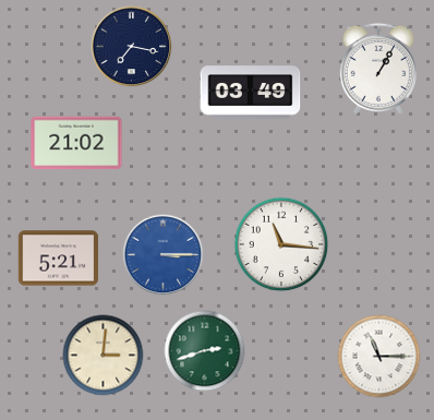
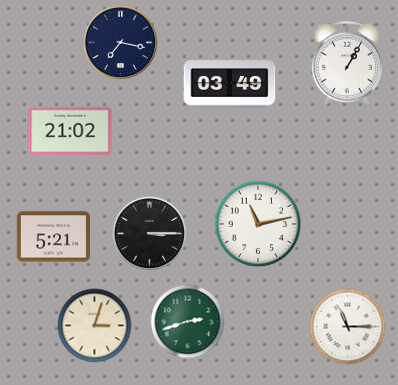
clock at (281, 244): 11:16 -> 11:13
clock at (164, 255) dial: blue -> black
clock at (104, 356): 3:01 -> 3:03
